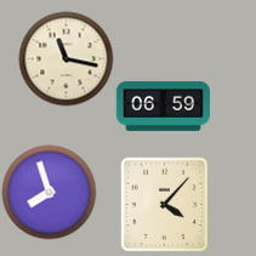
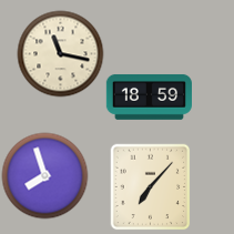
clock at (163, 107): 06:59 -> 18:59
clock at (165, 204): 4:07 -> 7:07
